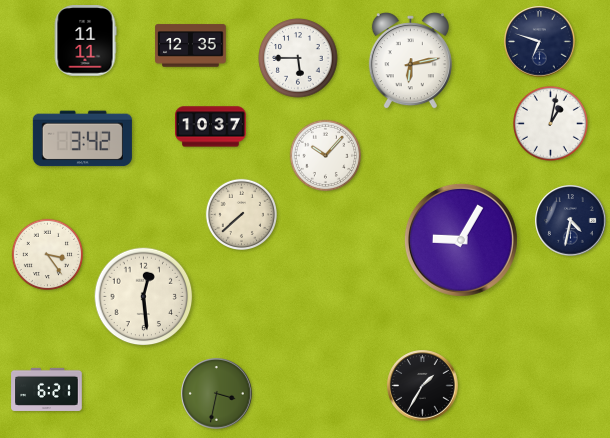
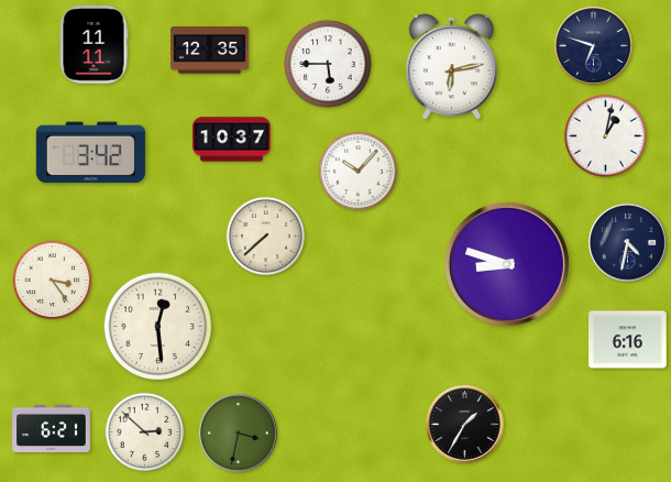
clock at (461, 240): 9:05 -> 8:48
clock at (628, 340): none -> 6:16
clock at (144, 431): none -> 2:52
